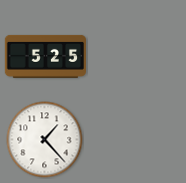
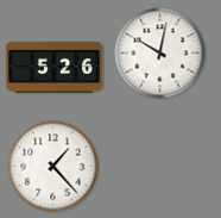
clock at (160, 54): none -> 10:02
clock at (45, 56): 5:25 -> 5:26
